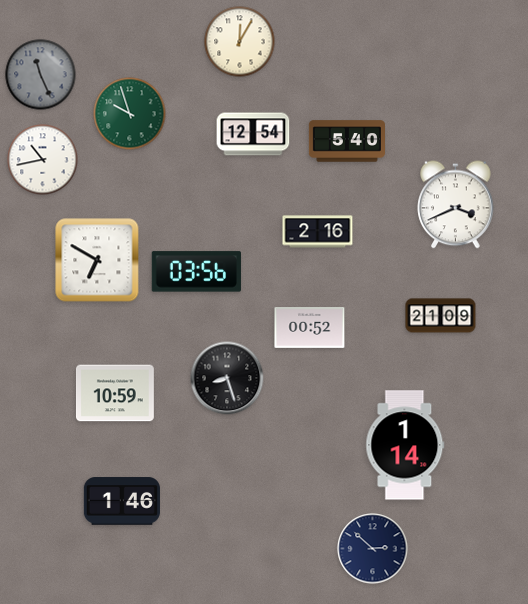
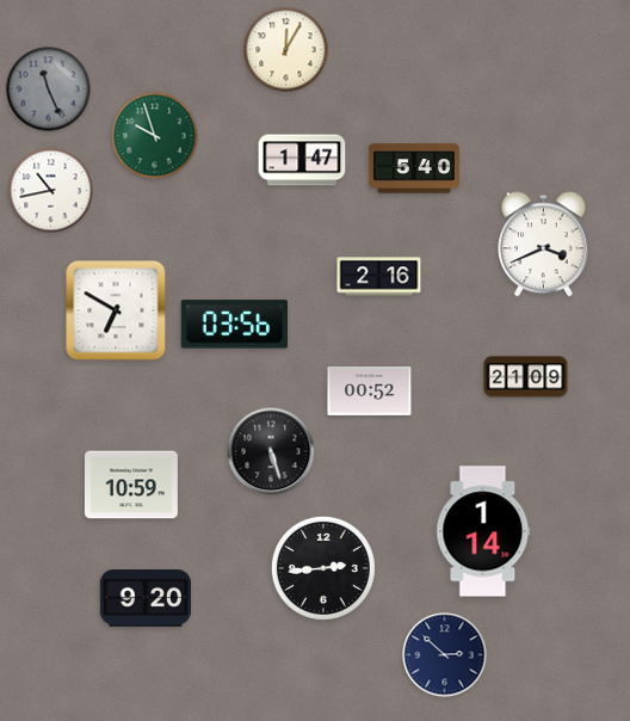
clock at (253, 134): 12:54 -> 1:47
clock at (227, 378): 8:27 -> 5:27
clock at (115, 393) position: (115, 393) -> (131, 485)
clock at (323, 568): none -> 2:44
clock at (122, 501): 1:46 -> 9:20
